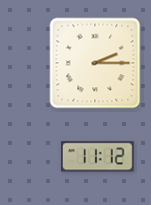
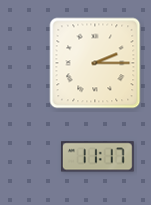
clock at (97, 157): 11:12 -> 11:17
